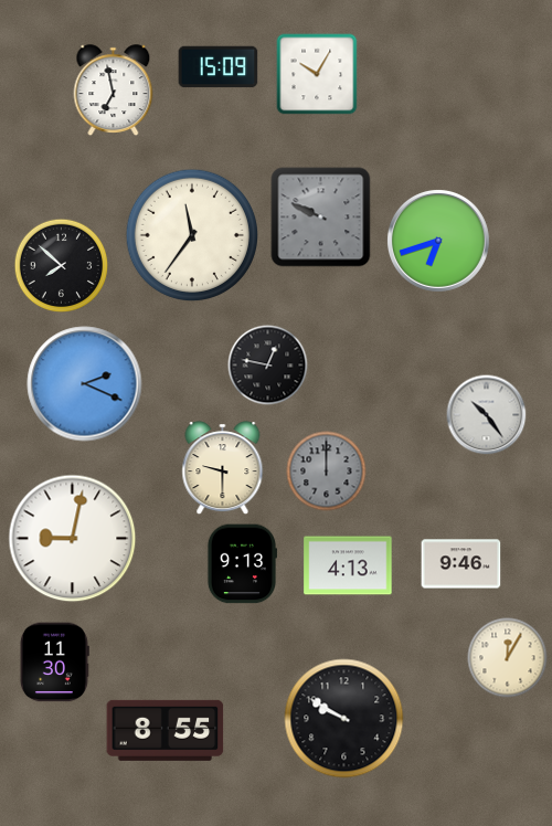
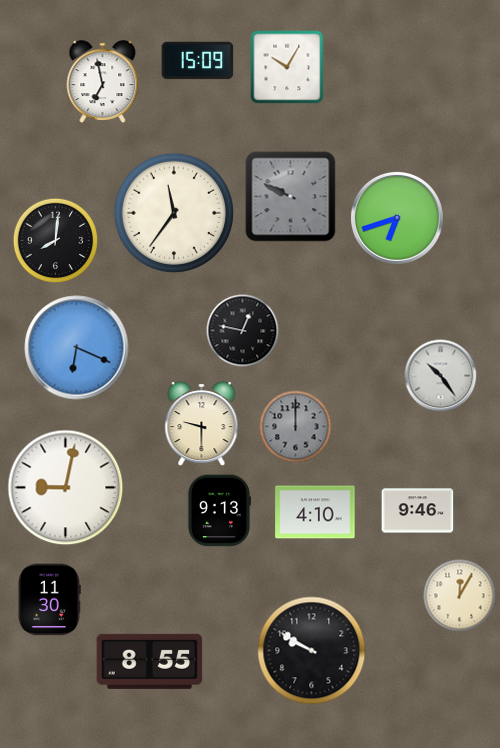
clock at (62, 266): 7:52 -> 8:01
clock at (85, 384): 2:19 -> 6:19
clock at (348, 565): 4:13 -> 4:10
